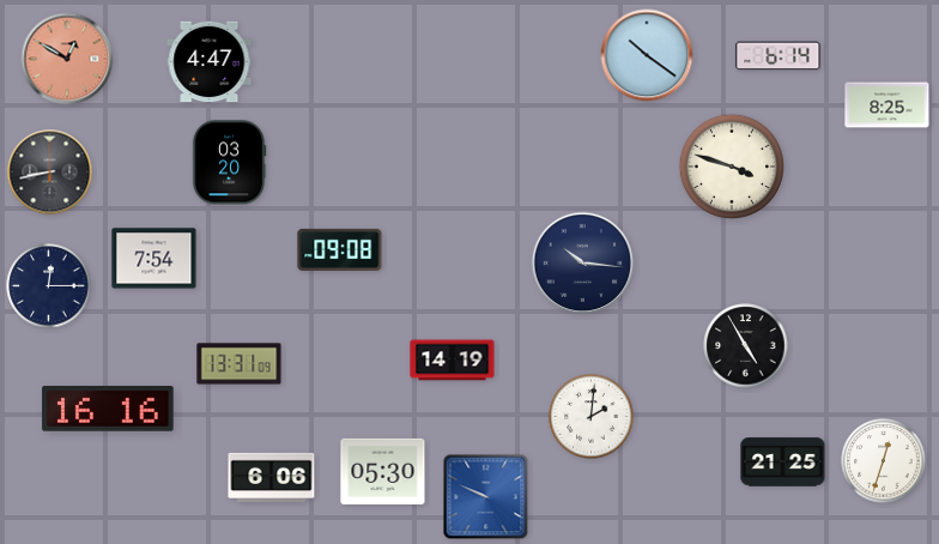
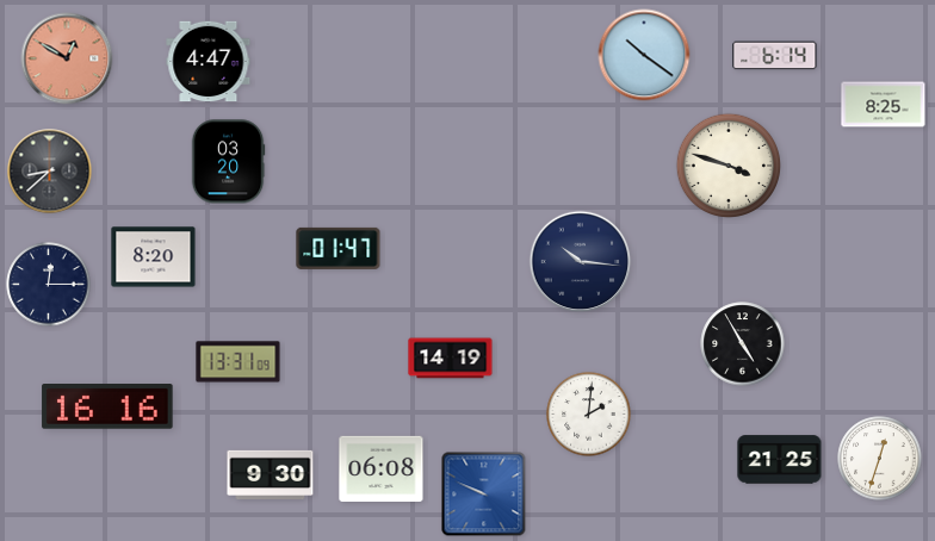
clock at (50, 173): 8:43 -> 8:38
clock at (340, 249): 09:08 -> 01:47
clock at (155, 259): 7:54 -> 8:20
clock at (383, 471): 05:30 -> 06:08
clock at (272, 477): 6:06 -> 9:30
